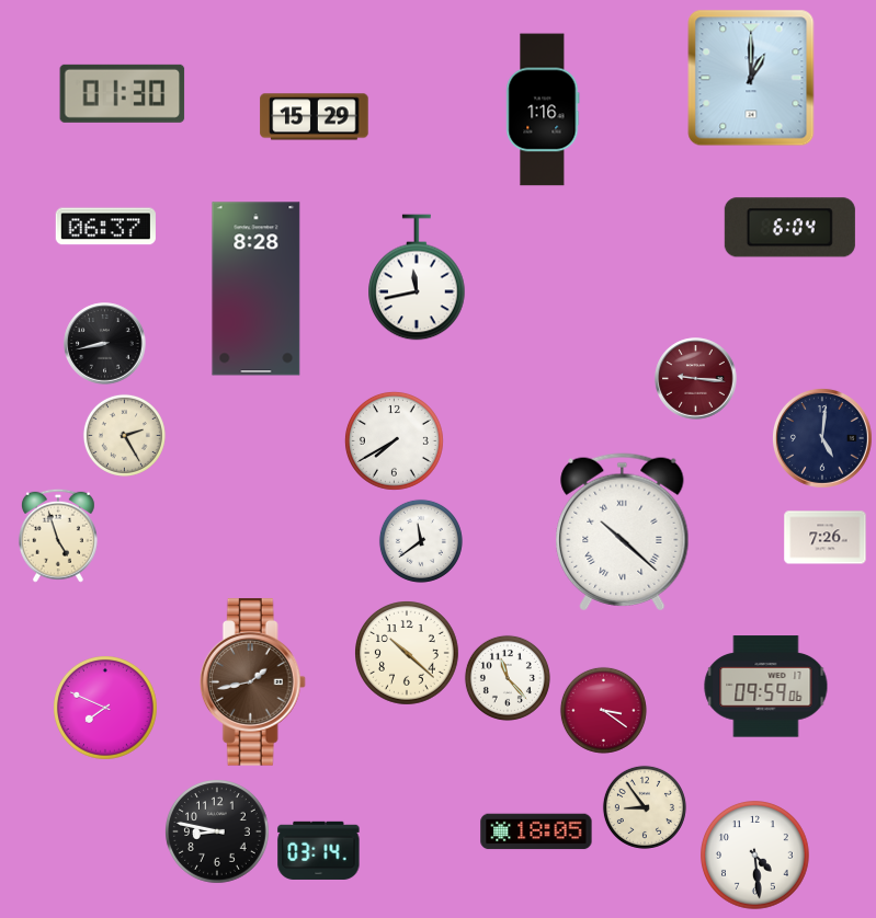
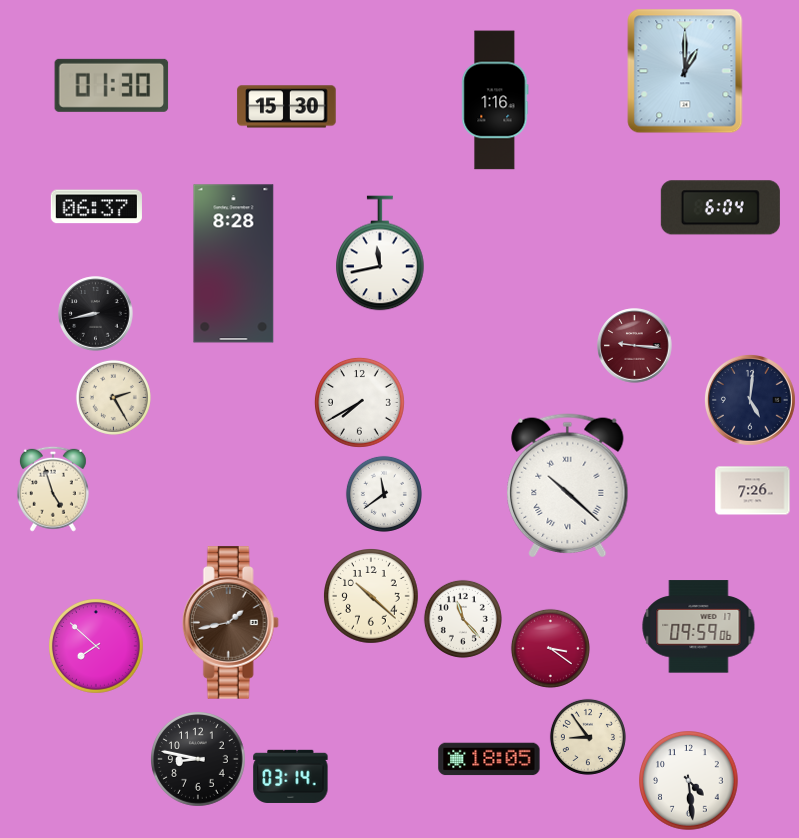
clock at (315, 117): 15:29 -> 15:30
clock at (106, 709): 7:49 -> 7:52
